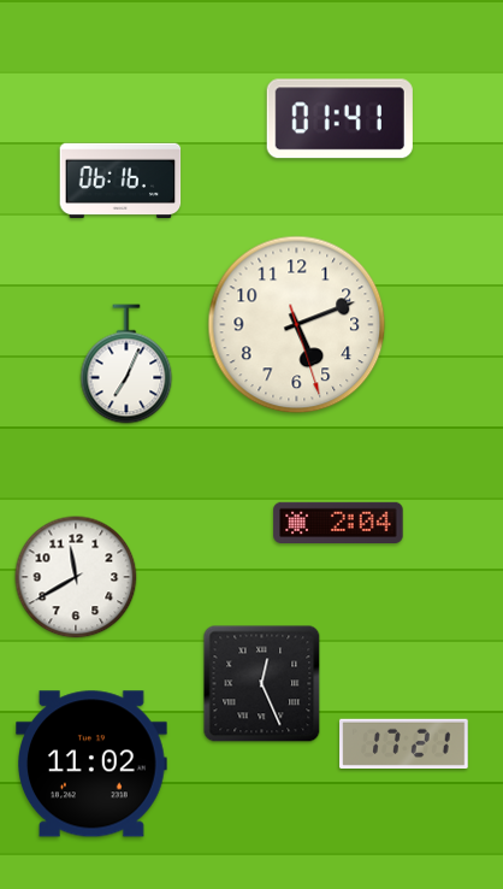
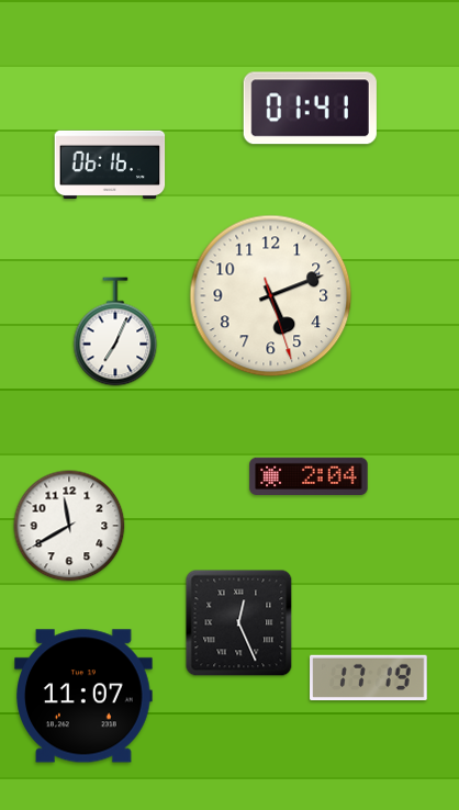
clock at (404, 743): 17:21 -> 17:19
clock at (93, 764): 11:02 -> 11:07
